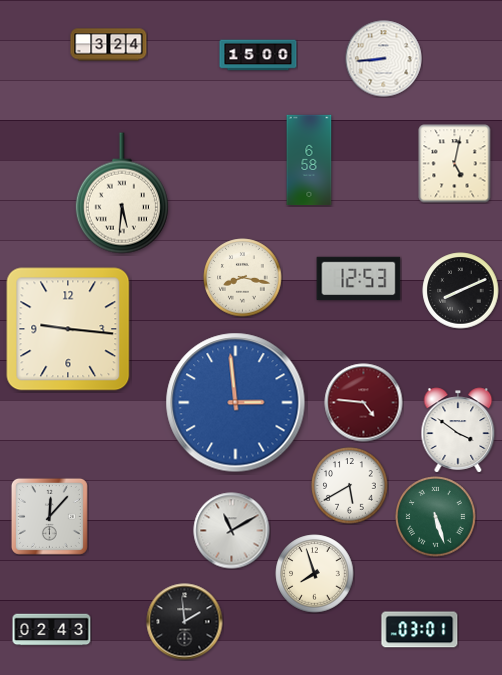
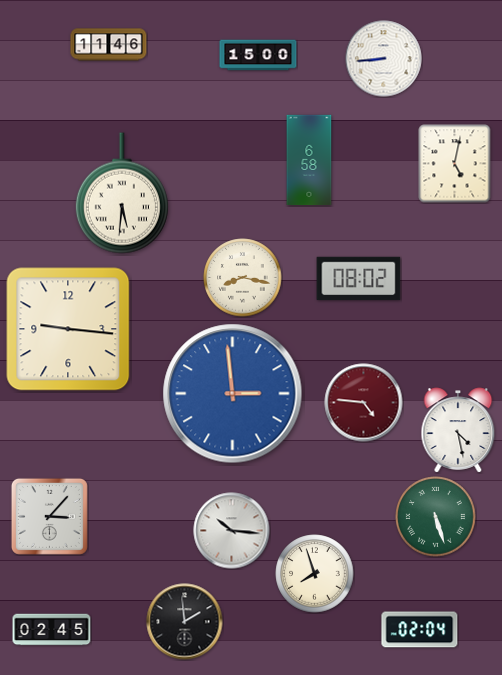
clock at (109, 45): 3:24 -> 11:46
clock at (359, 279): 12:53 -> 08:02
clock at (461, 291): 8:11 -> none
clock at (236, 403) position: (236, 403) -> (233, 394)
clock at (458, 430): 3:51 -> 4:28
clock at (350, 486): 5:40 -> none
clock at (49, 516): 12:07 -> 3:07
clock at (232, 531): 11:10 -> 10:16
clock at (52, 630): 02:43 -> 02:45
clock at (420, 630): 03:01 -> 02:04
